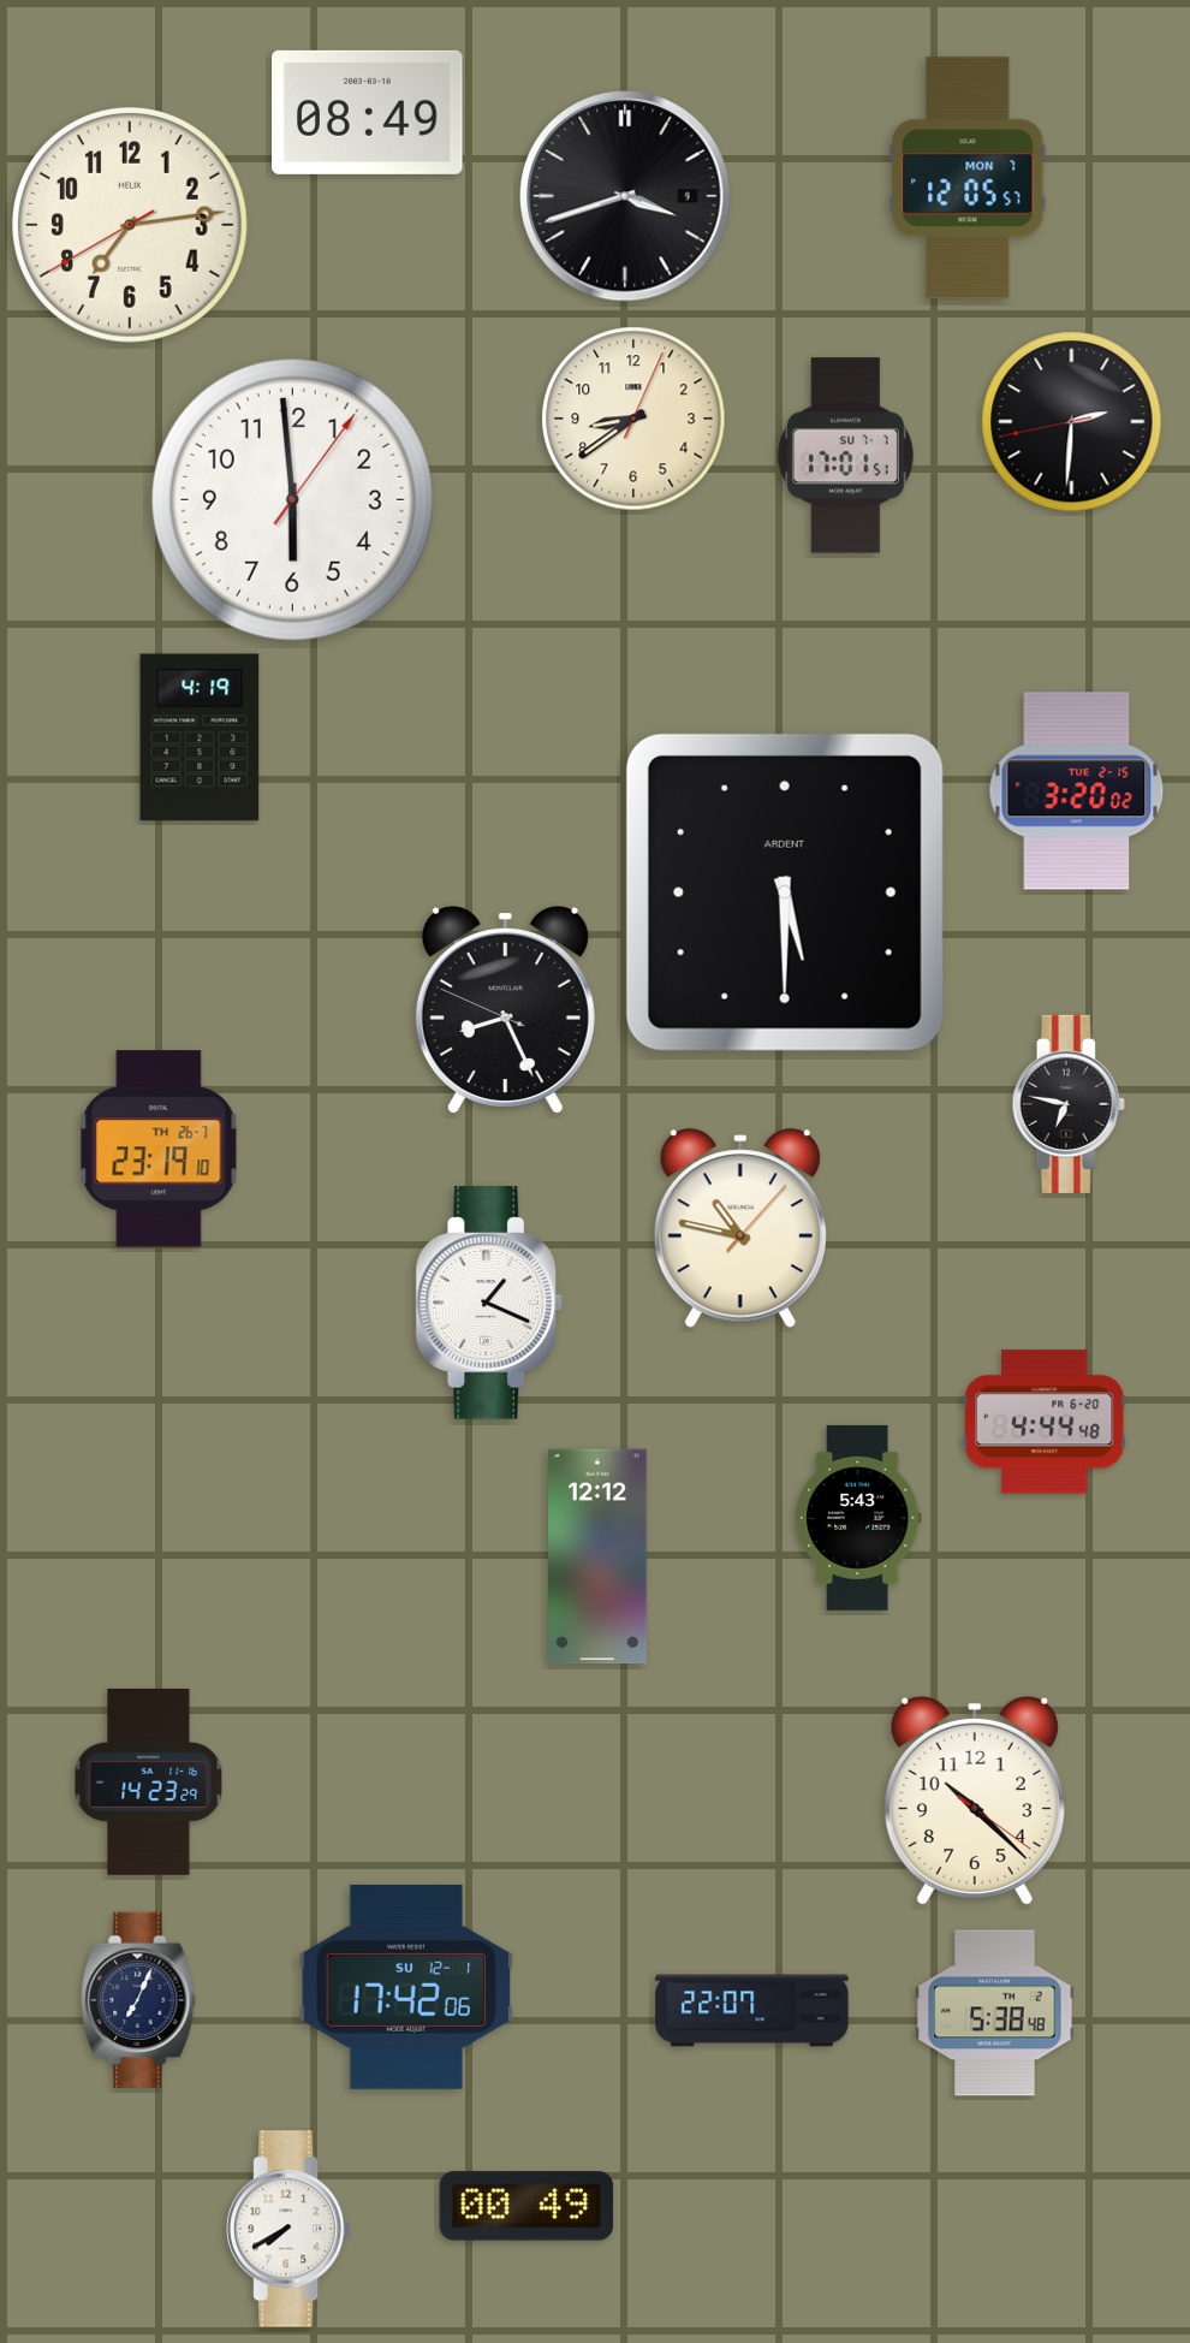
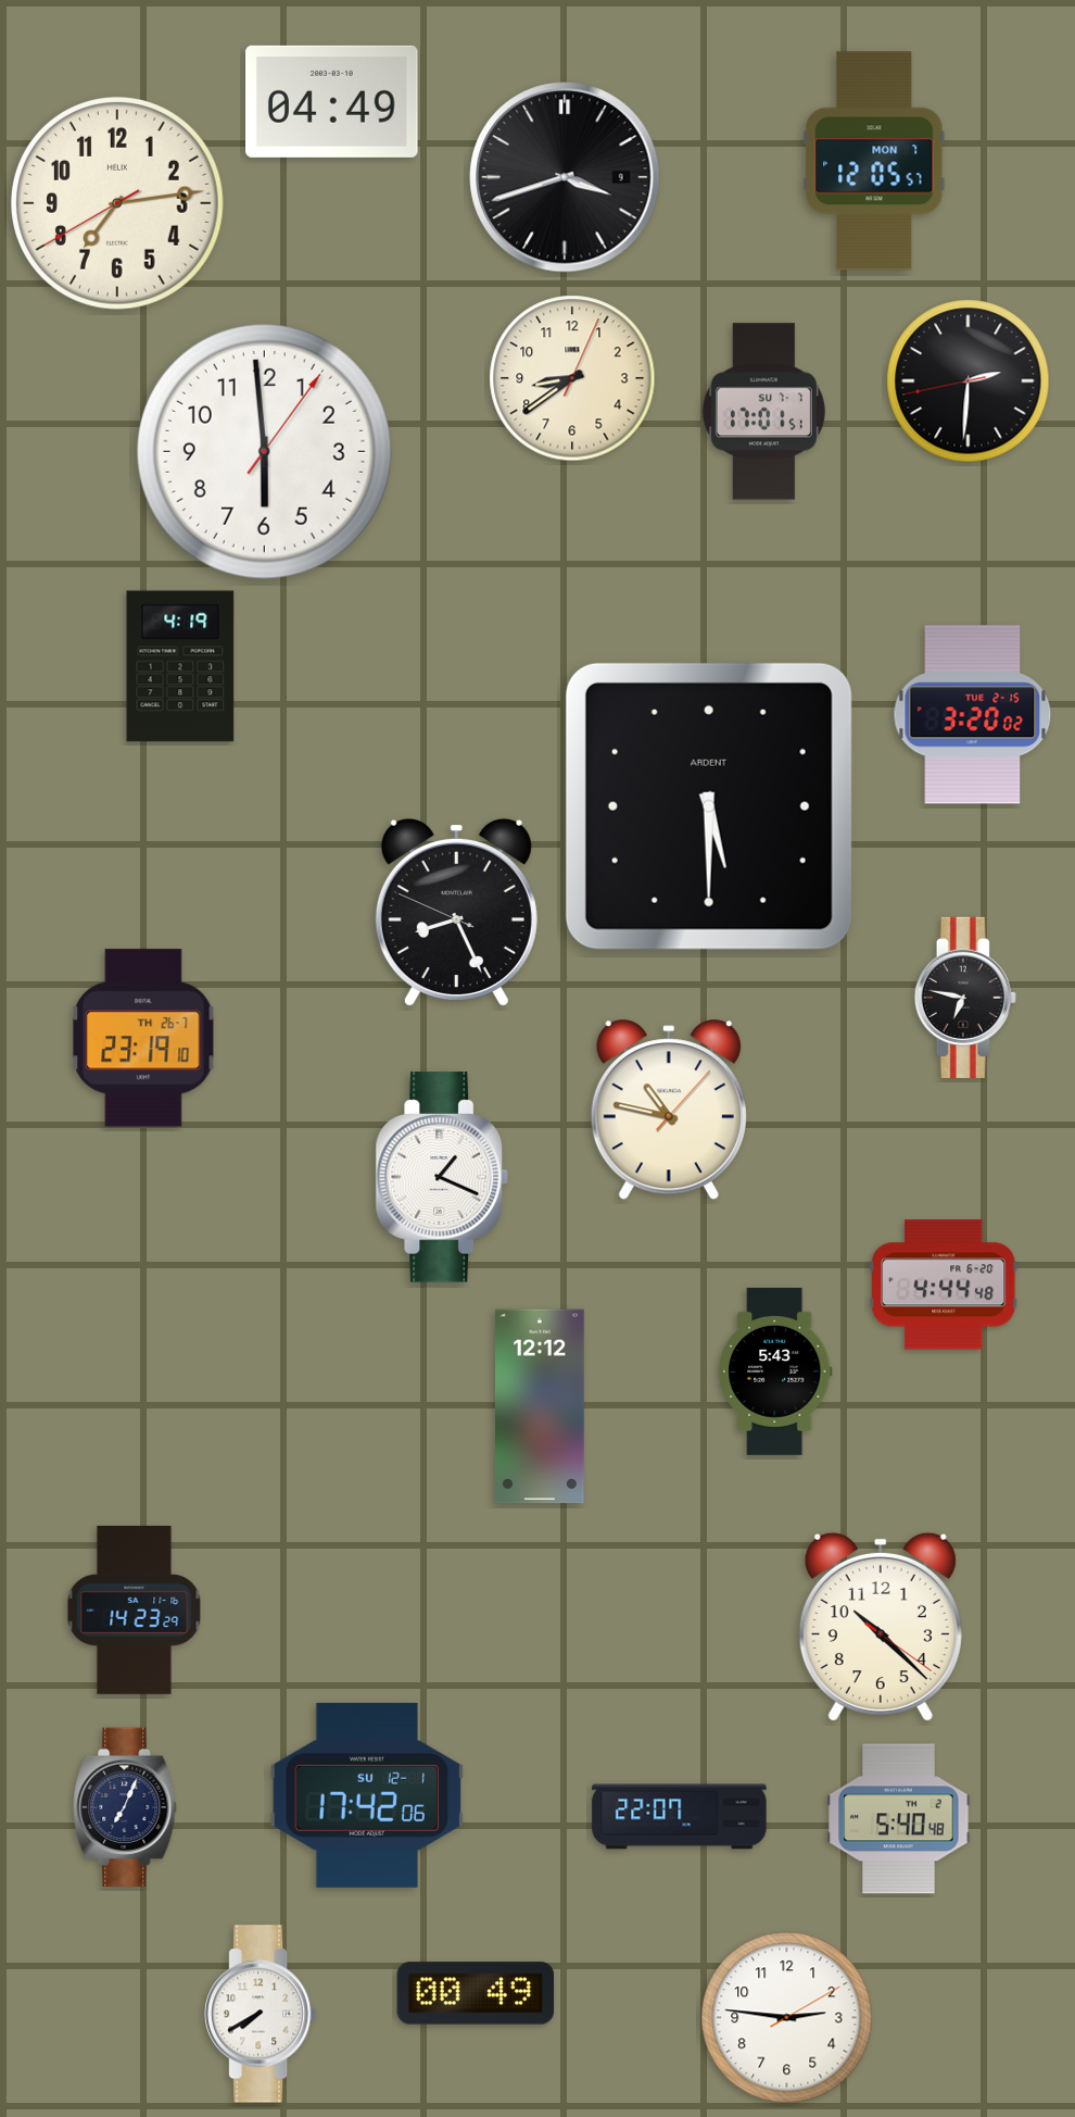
clock at (368, 112): 08:49 -> 04:49
clock at (995, 2013): 5:38 -> 5:40
clock at (787, 2018): none -> 2:46
